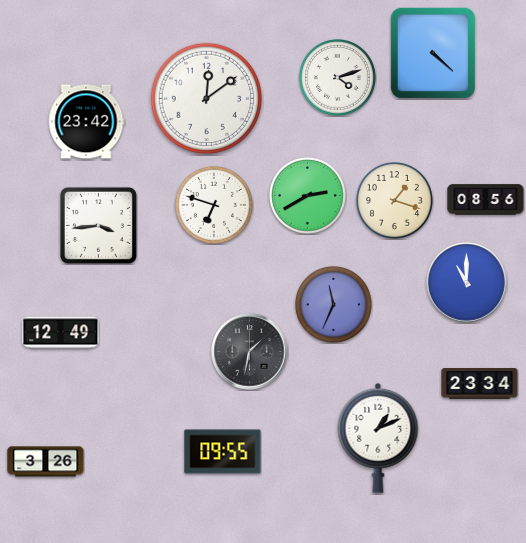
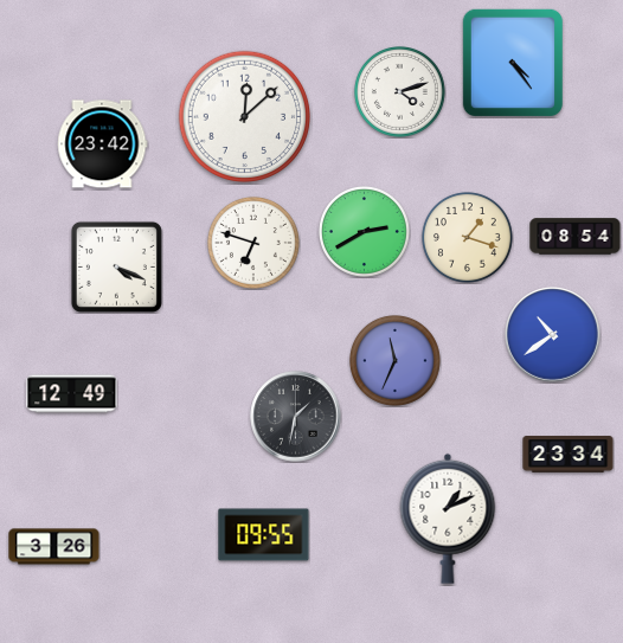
clock at (433, 52): 4:22 -> 4:24
clock at (207, 99): 12:09 -> 12:08
clock at (486, 200): 08:56 -> 08:54
clock at (98, 225): 3:44 -> 4:19
clock at (467, 283): 11:00 -> 10:39
